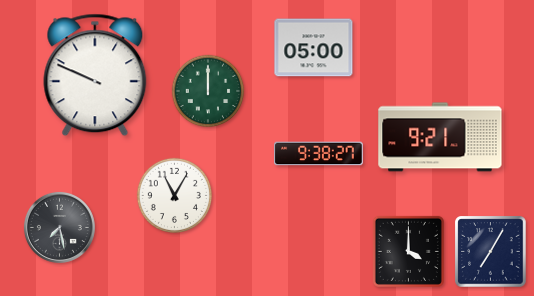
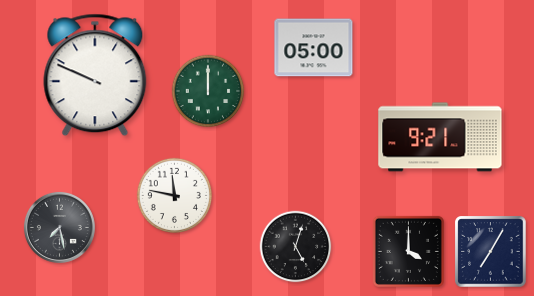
clock at (319, 154): 9:38 -> none
clock at (174, 195): 11:05 -> 11:47
clock at (296, 247): none -> 5:03
